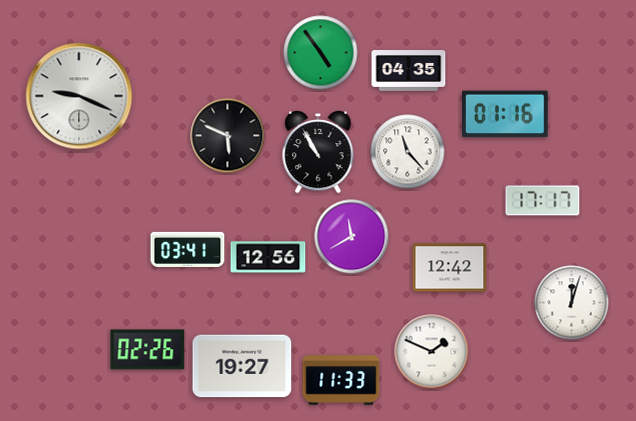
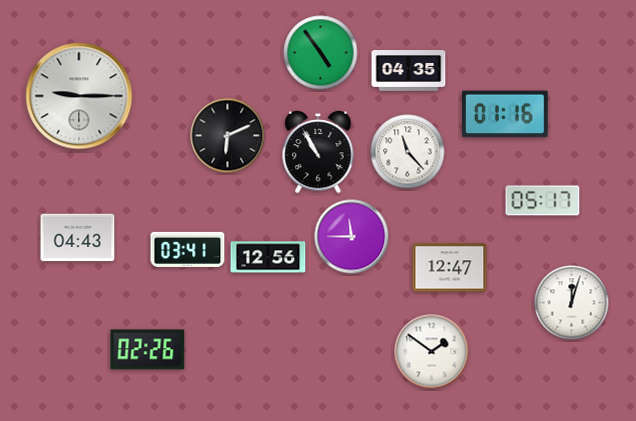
clock at (79, 96): 9:19 -> 9:15
clock at (228, 136): 5:49 -> 6:11
clock at (543, 201): 17:17 -> 05:17
clock at (352, 237): 11:40 -> 11:45
clock at (78, 238): none -> 04:43
clock at (450, 268): 12:42 -> 12:47
clock at (432, 352): 1:49 -> 1:51
clock at (242, 366): 19:27 -> none
clock at (341, 380): 11:33 -> none
